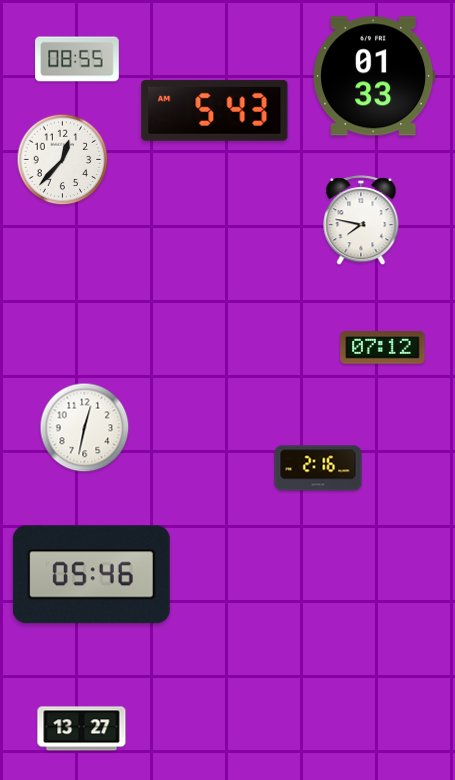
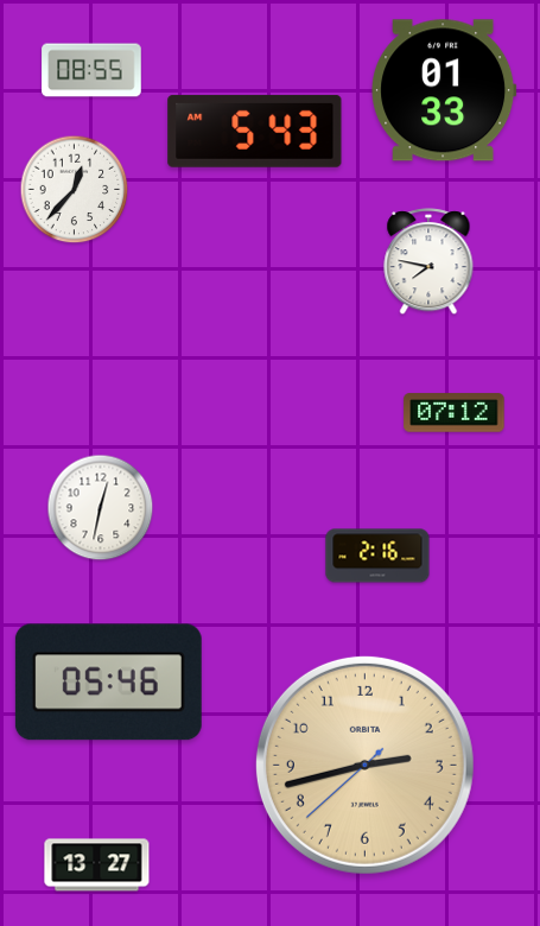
clock at (364, 765): none -> 2:42
